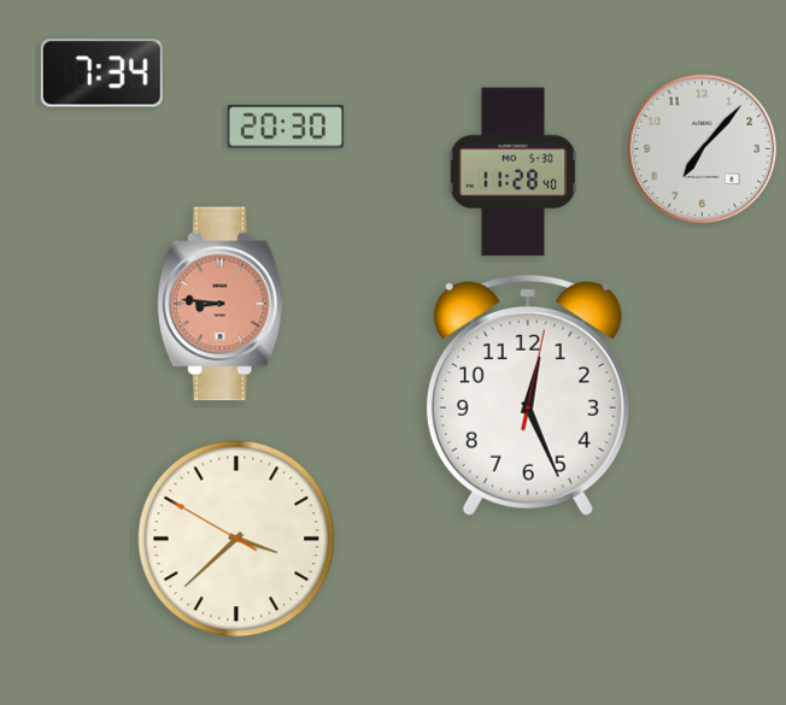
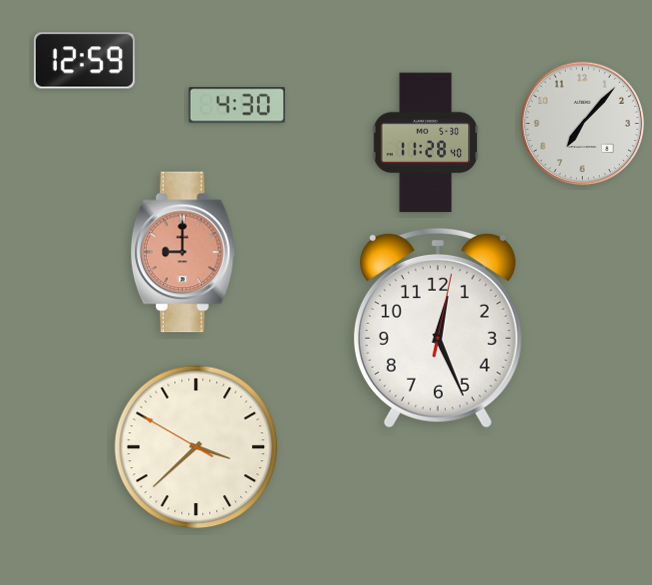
clock at (101, 74): 7:34 -> 12:59
clock at (286, 127): 20:30 -> 4:30
clock at (221, 304): 8:46 -> 9:00
